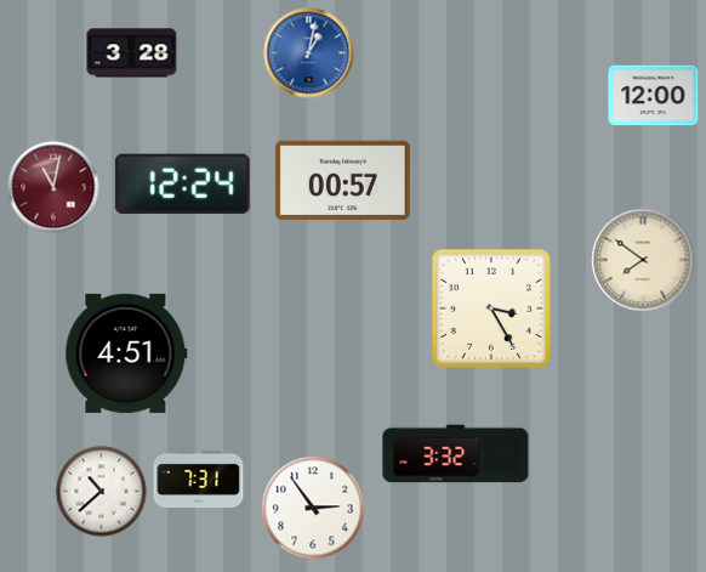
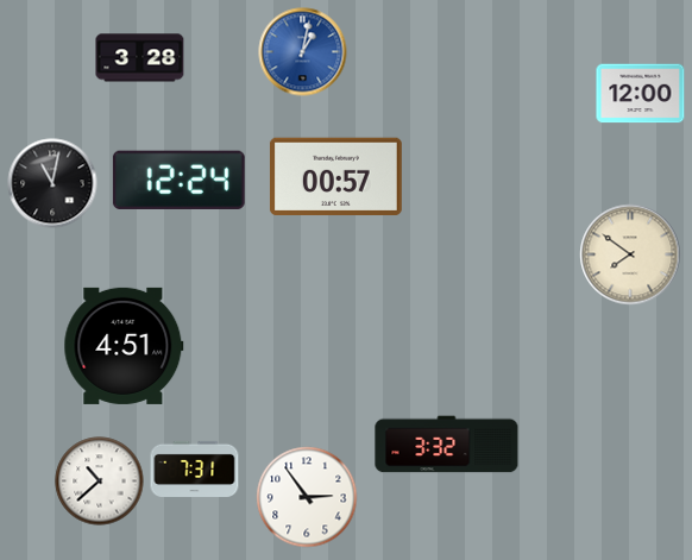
clock at (132, 53) position: (132, 53) -> (140, 58)
clock at (53, 187) dial: burgundy -> black
clock at (491, 308): 3:25 -> none
